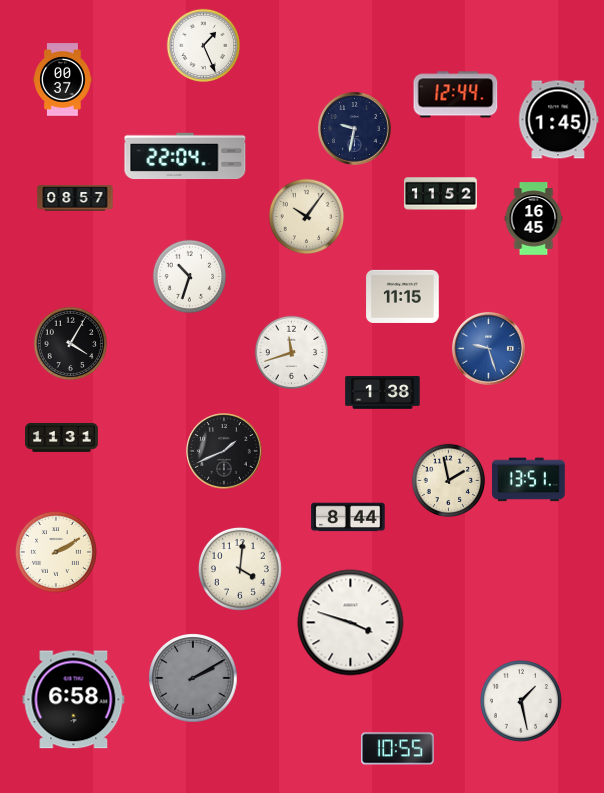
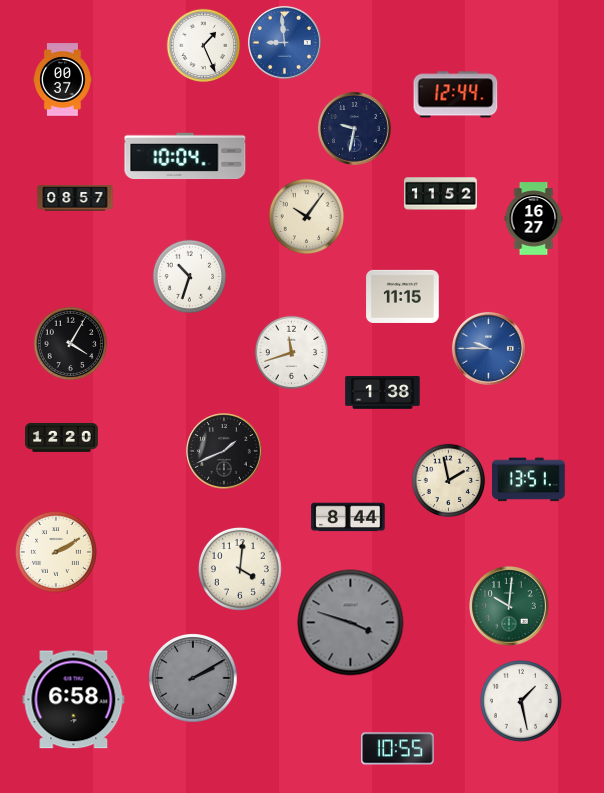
clock at (284, 42): none -> 8:59
clock at (558, 120): 1:45 -> none
clock at (185, 156): 22:04 -> 10:04
clock at (534, 219): 16:45 -> 16:27
clock at (488, 348): 9:27 -> 9:45
clock at (62, 437): 11:31 -> 12:20
clock at (510, 607): none -> 10:01
clock at (351, 623) dial: white -> grey
